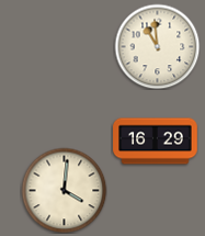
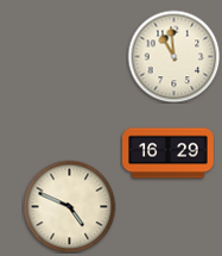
clock at (157, 46) position: (157, 46) -> (173, 56)
clock at (64, 190): 4:01 -> 4:49
